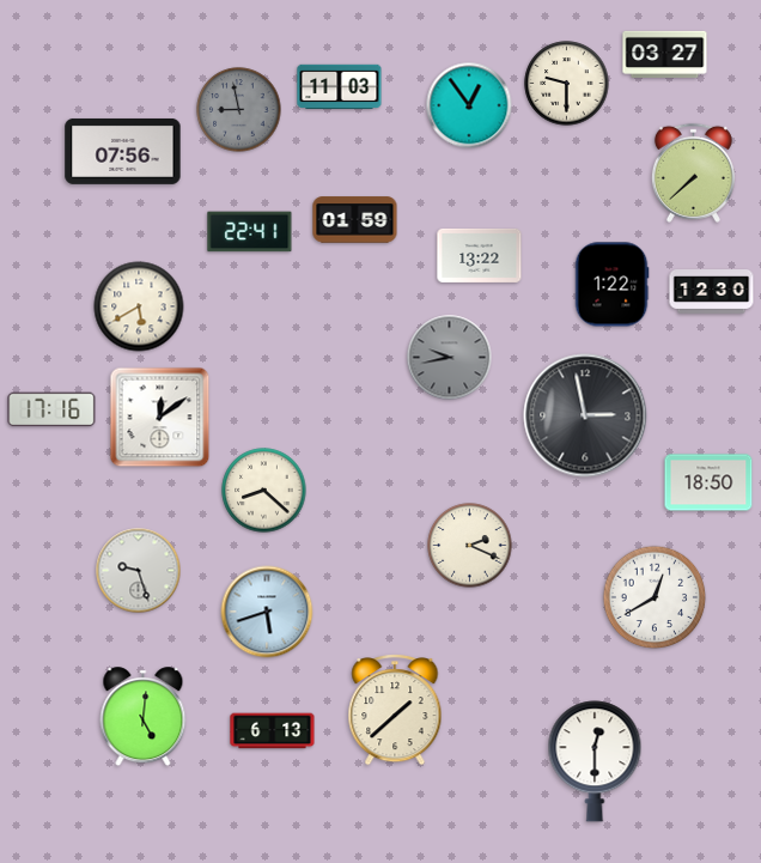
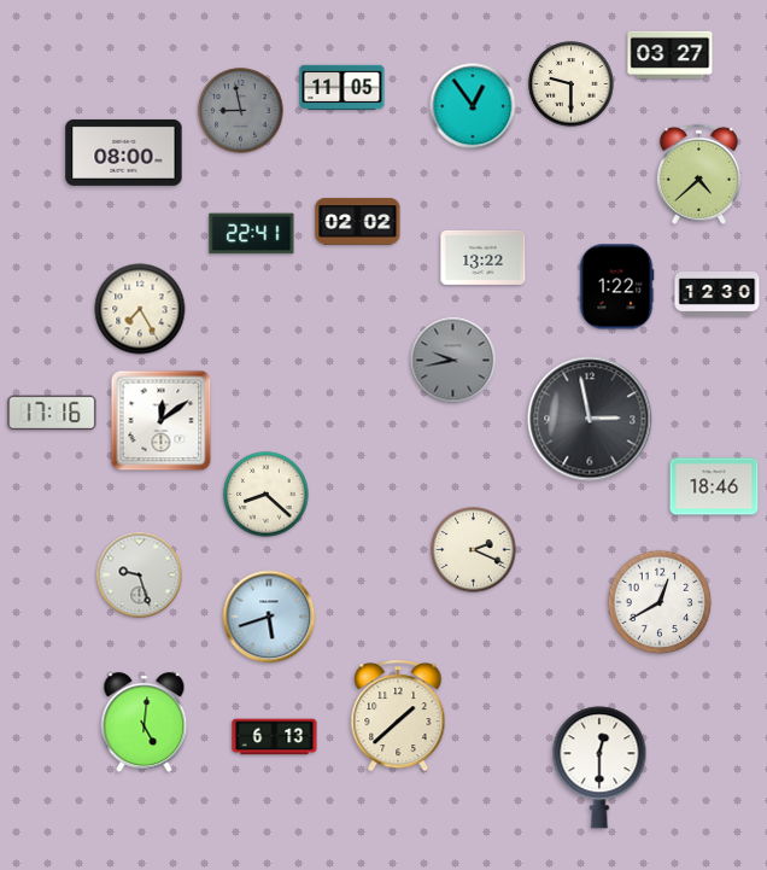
clock at (340, 86): 11:03 -> 11:05
clock at (123, 151): 07:56 -> 08:00
clock at (693, 172): 7:38 -> 4:38
clock at (355, 220): 01:59 -> 02:02
clock at (139, 306): 5:40 -> 7:25
clock at (708, 482): 18:50 -> 18:46
